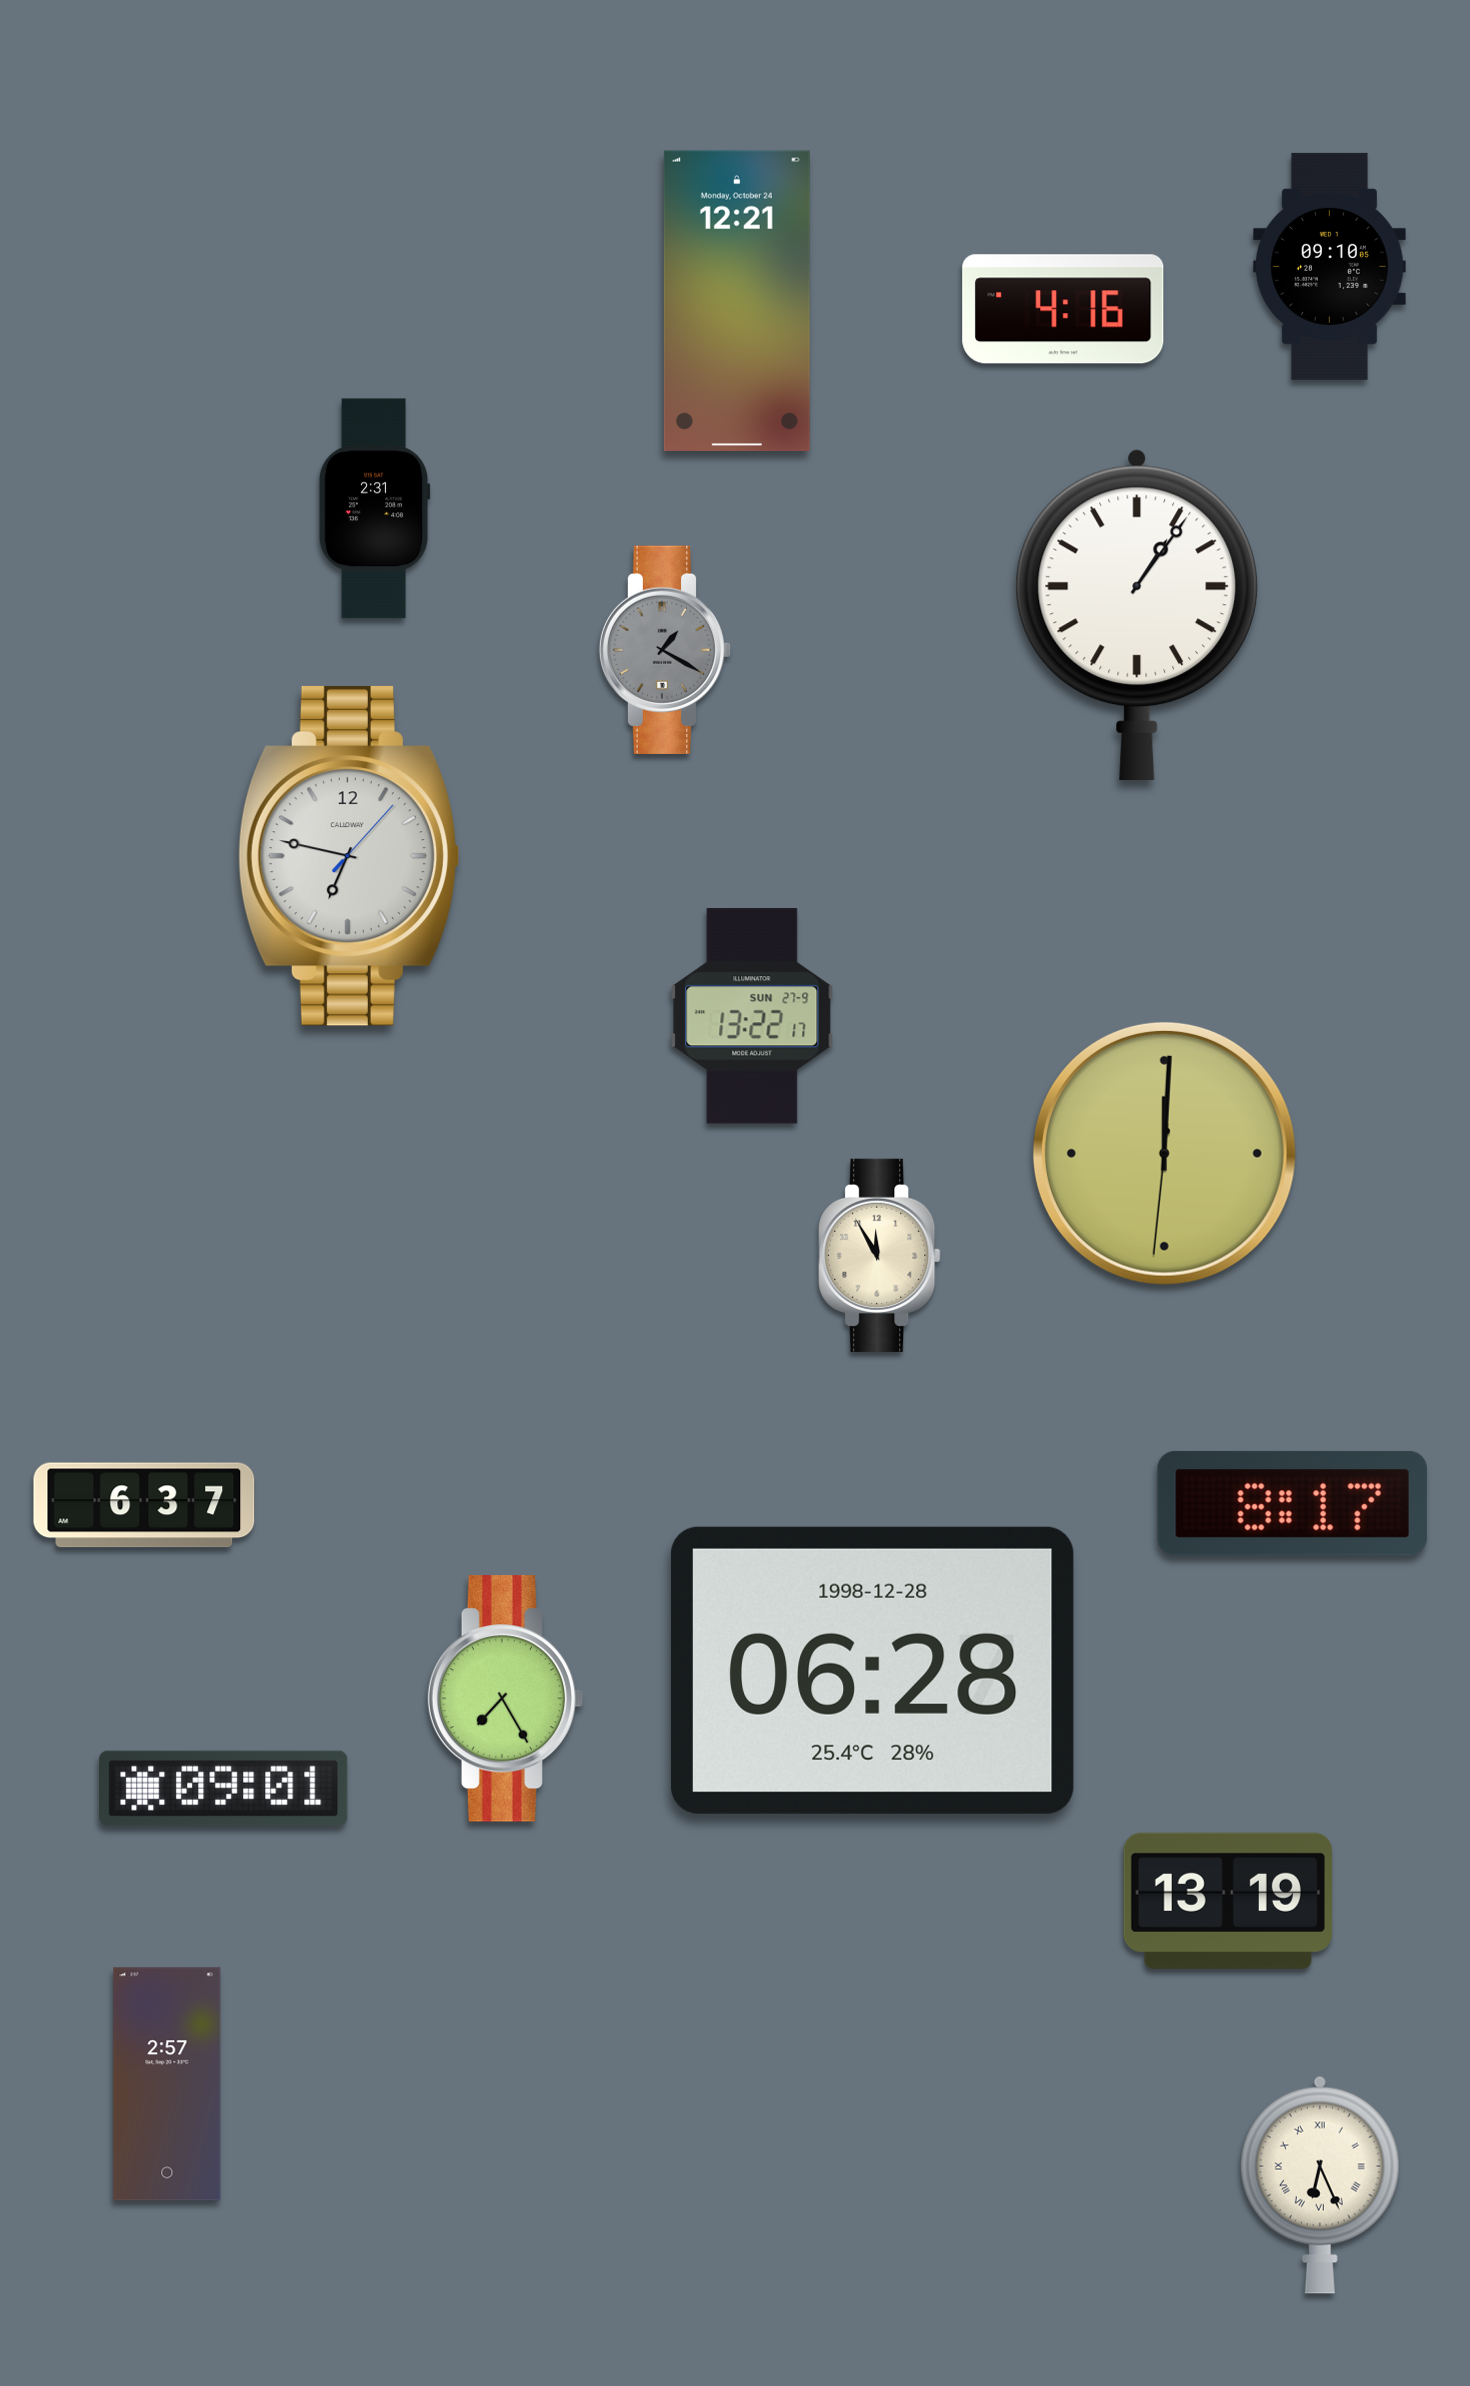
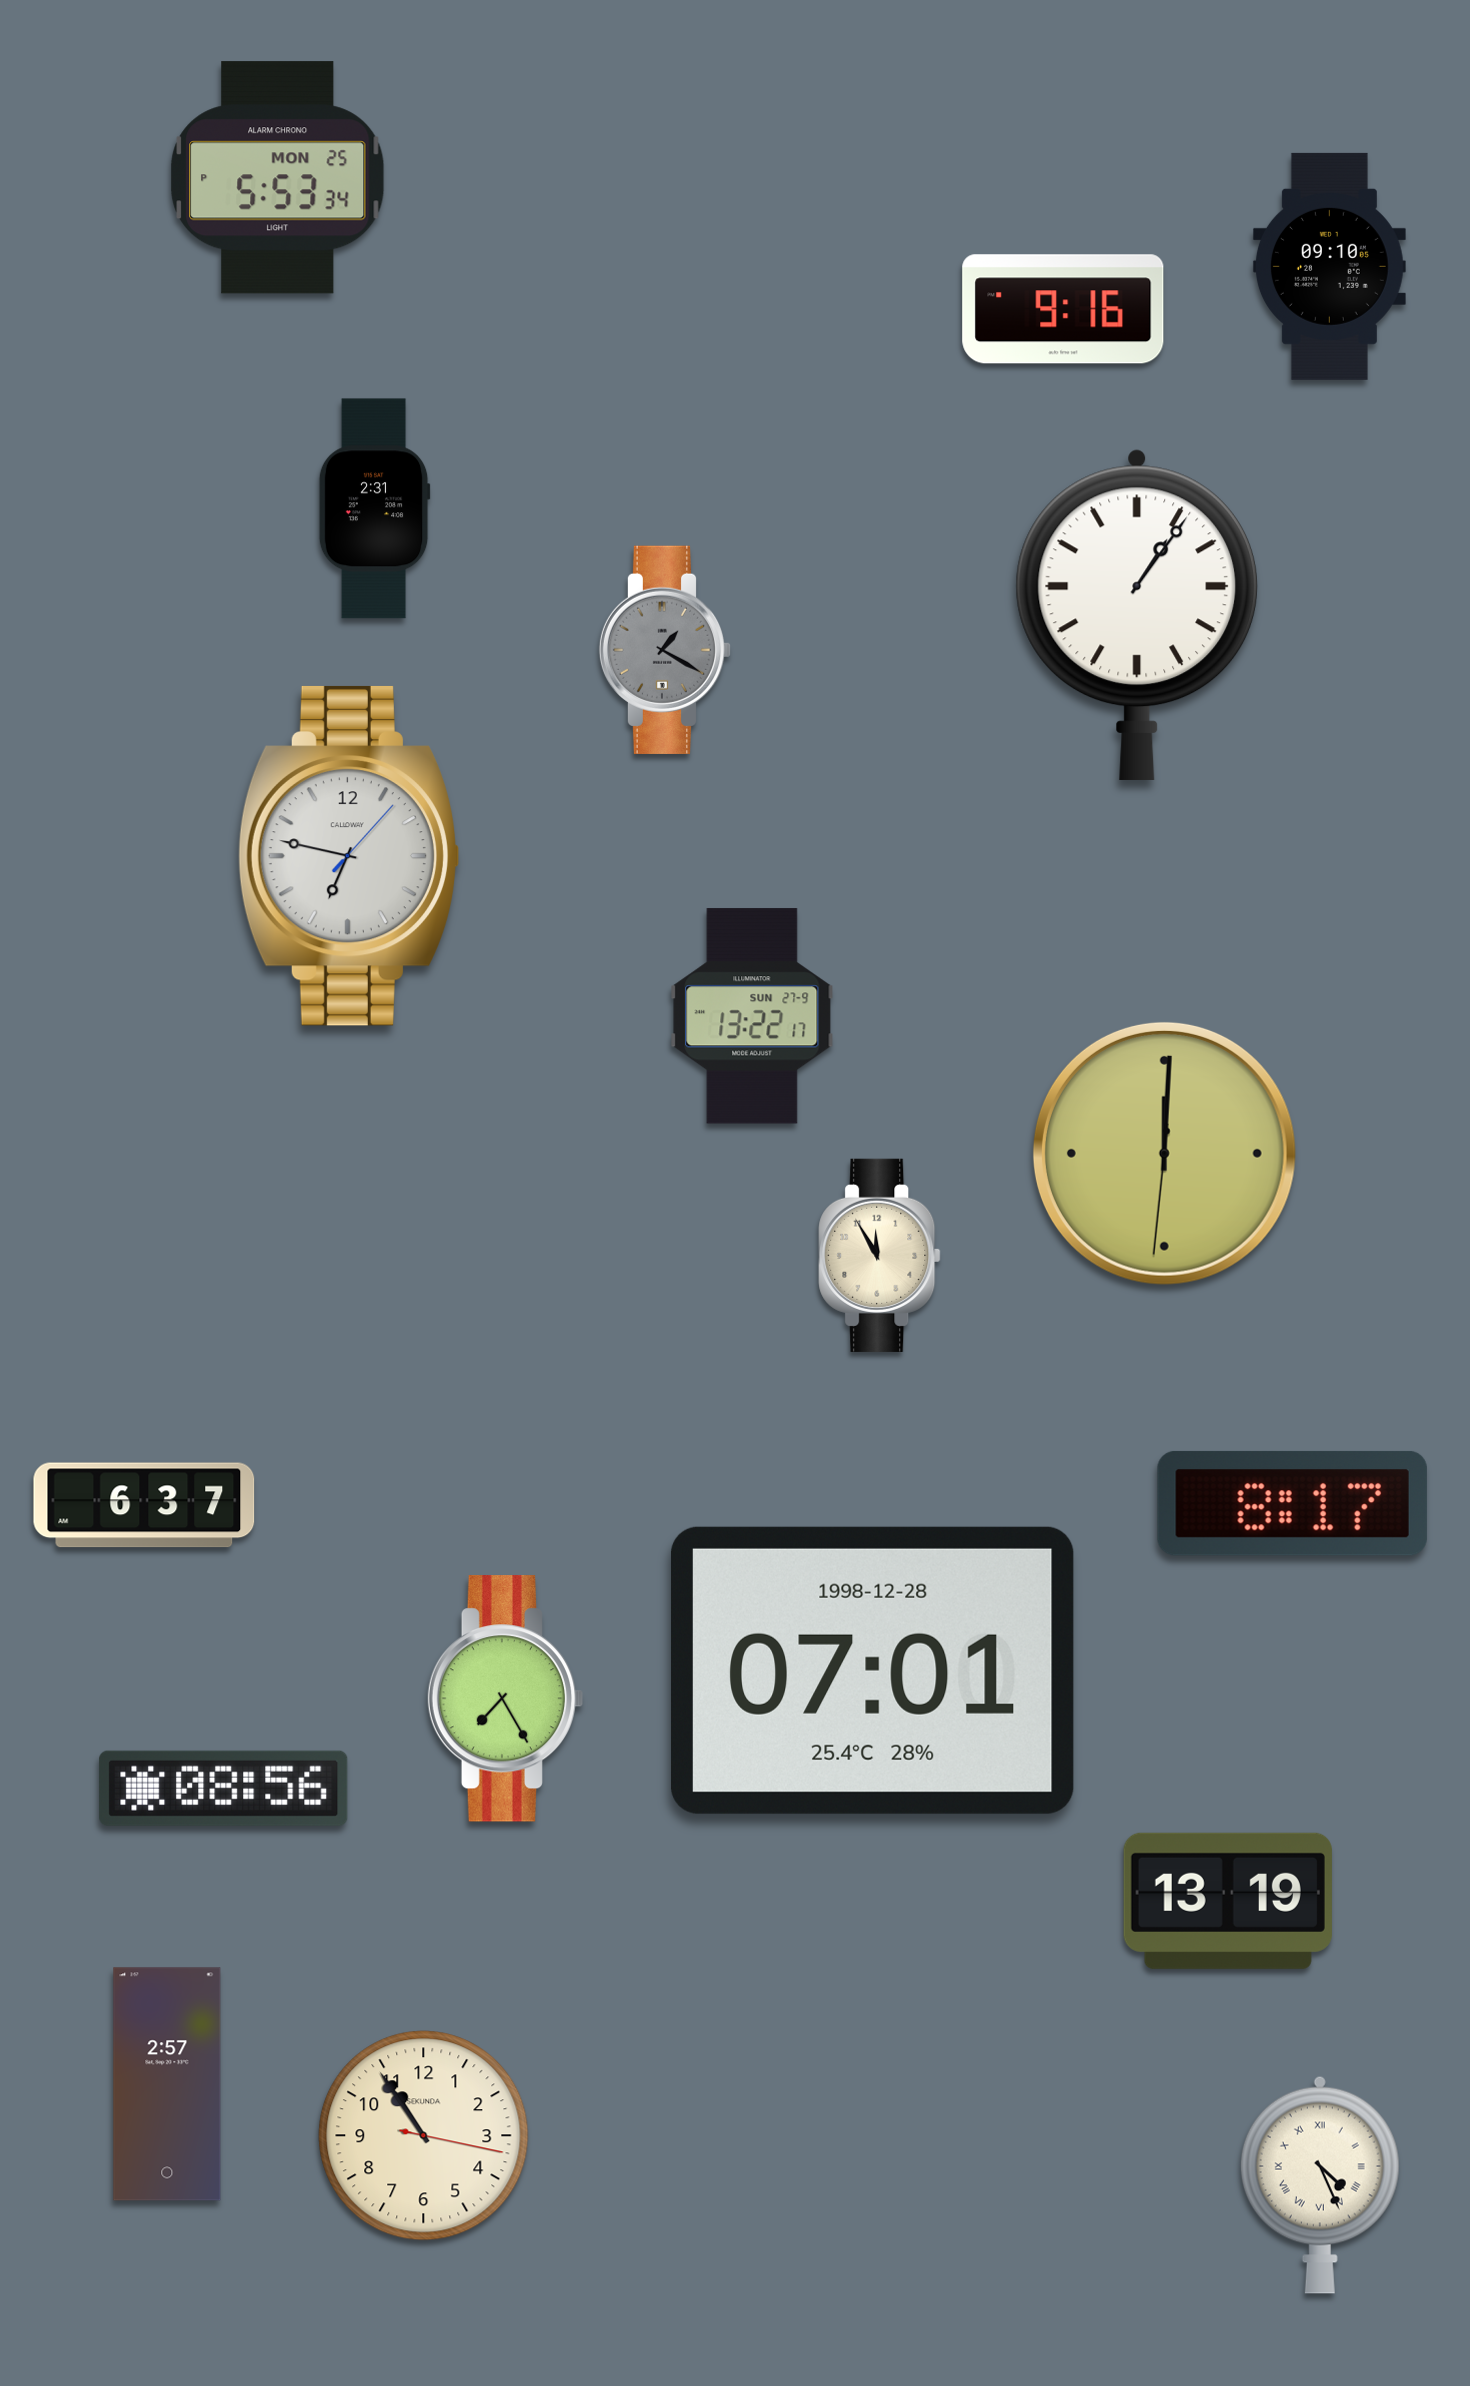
clock at (278, 178): none -> 5:53
clock at (737, 300): 12:21 -> none
clock at (1063, 309): 4:16 -> 9:16
clock at (872, 1670): 06:28 -> 07:01
clock at (224, 1788): 09:01 -> 08:56
clock at (424, 2136): none -> 10:54
clock at (1320, 2185): 6:26 -> 4:26
